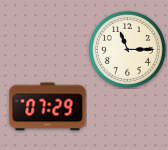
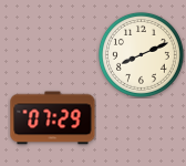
clock at (127, 49): 11:15 -> 8:11
